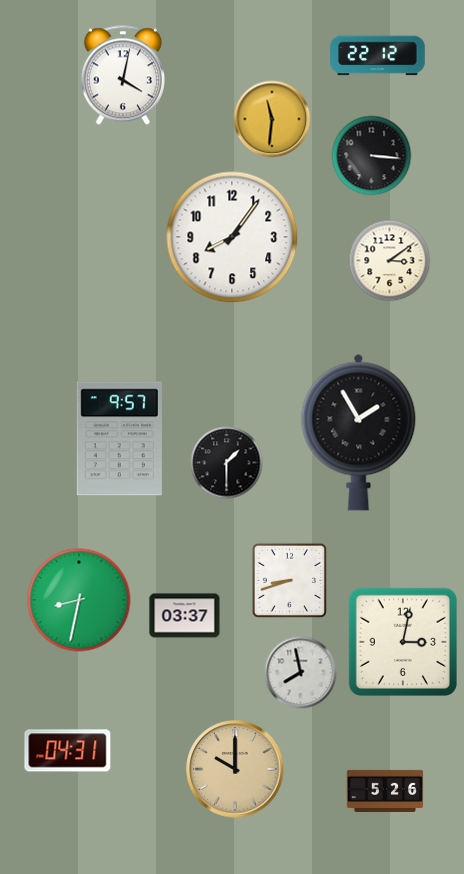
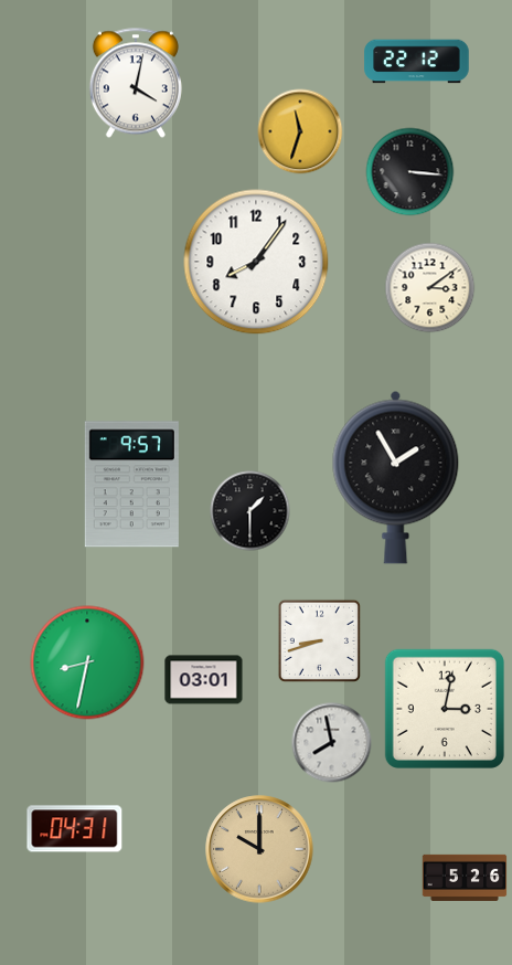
clock at (272, 119): 11:31 -> 11:33
clock at (185, 616): 03:37 -> 03:01
clock at (385, 791) position: (385, 791) -> (465, 878)
